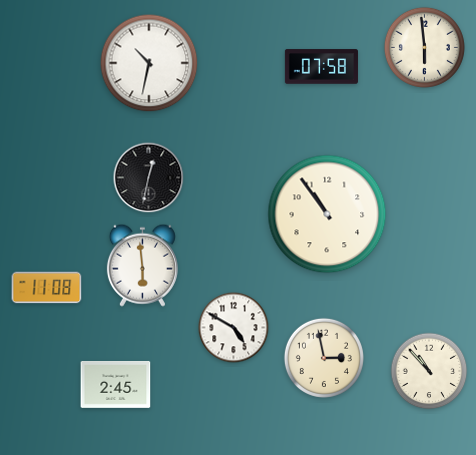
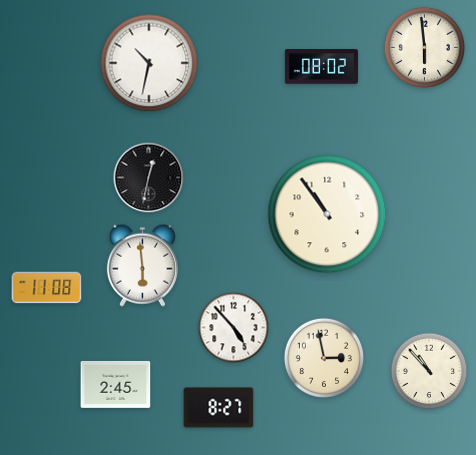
clock at (321, 67): 07:58 -> 08:02
clock at (234, 328): 4:50 -> 4:53
clock at (219, 408): none -> 8:27
